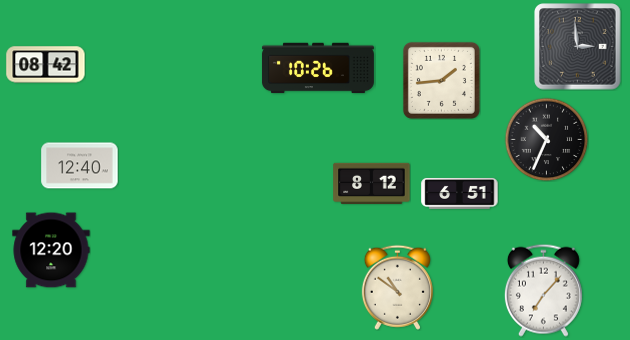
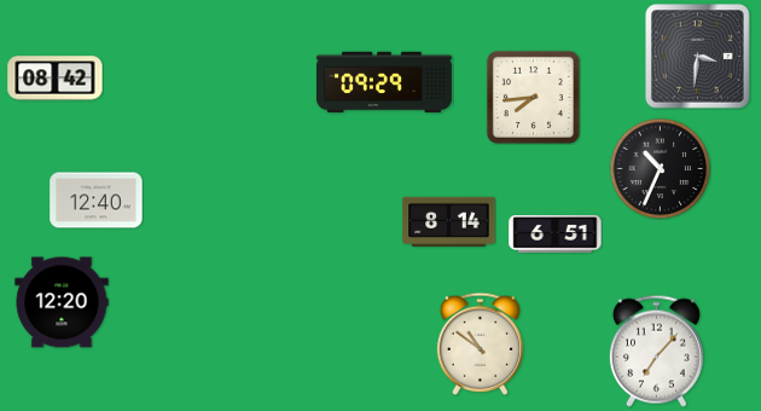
clock at (578, 47): 2:59 -> 3:31
clock at (318, 68): 10:26 -> 09:29
clock at (441, 80): 1:44 -> 7:44
clock at (372, 183): 8:12 -> 8:14
clock at (397, 287) position: (397, 287) -> (480, 343)
